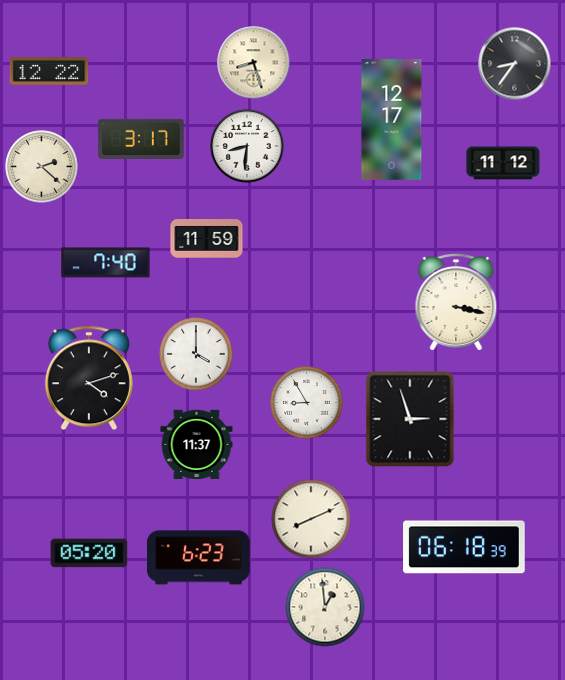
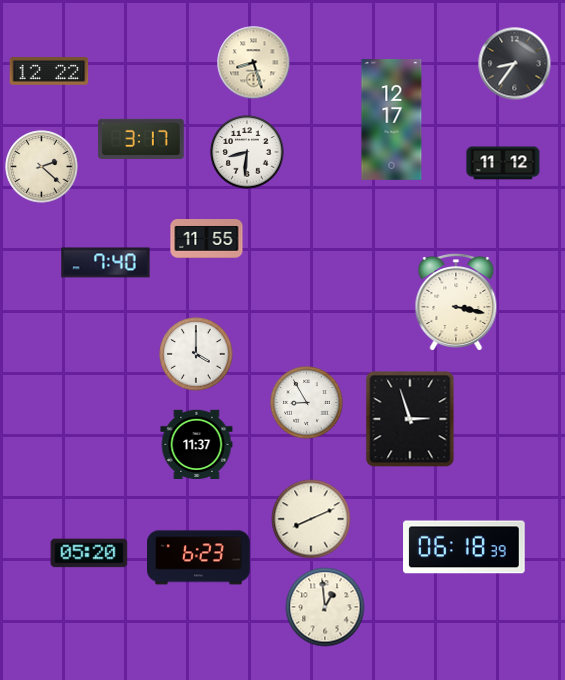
clock at (247, 146) position: (247, 146) -> (247, 152)
clock at (207, 239): 11:59 -> 11:55
clock at (89, 378): 4:12 -> none
